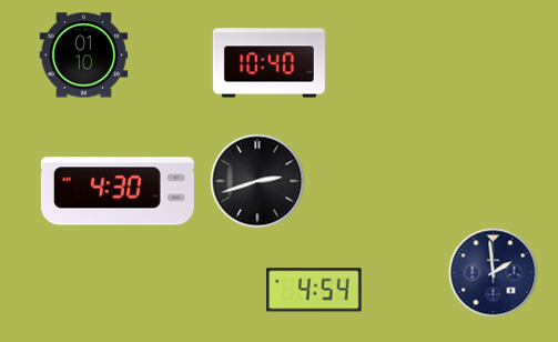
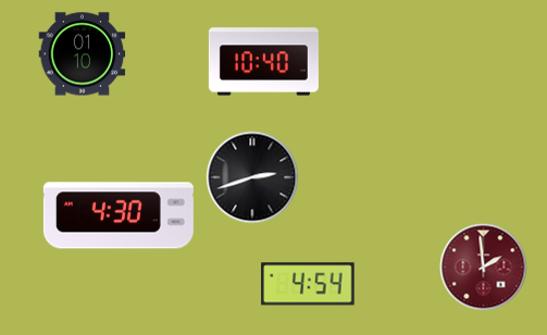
clock at (118, 191) position: (118, 191) -> (119, 215)
clock at (494, 273) dial: navy -> burgundy
